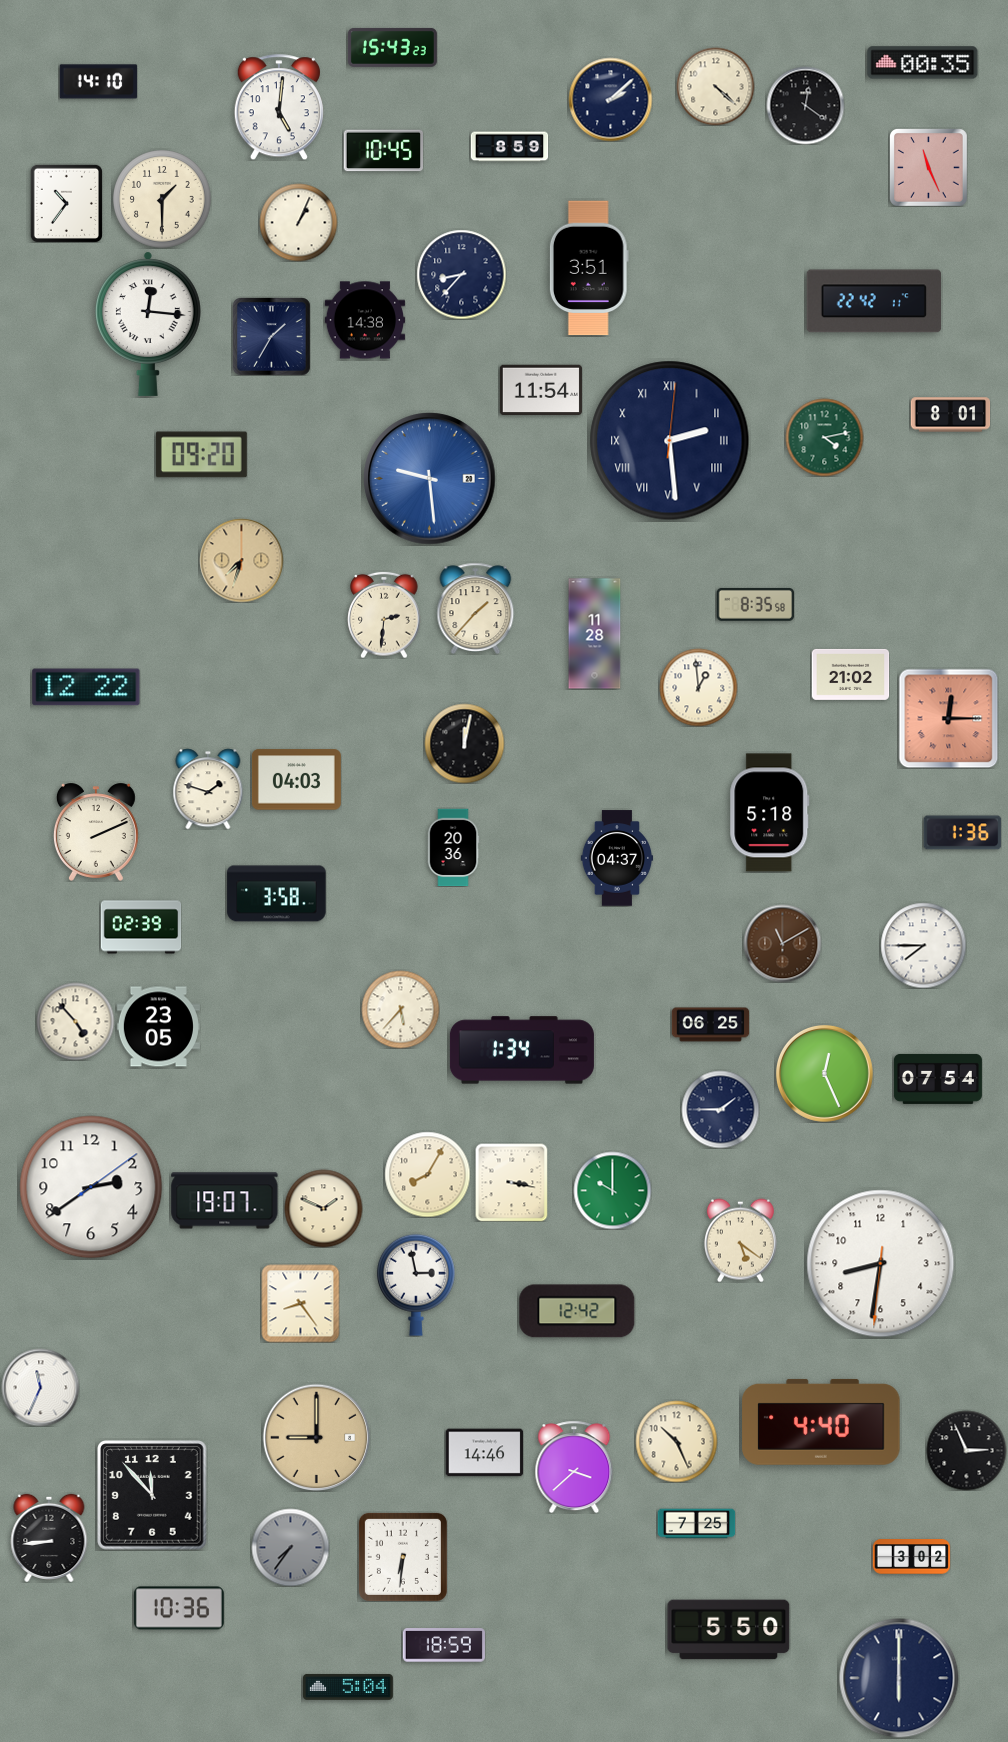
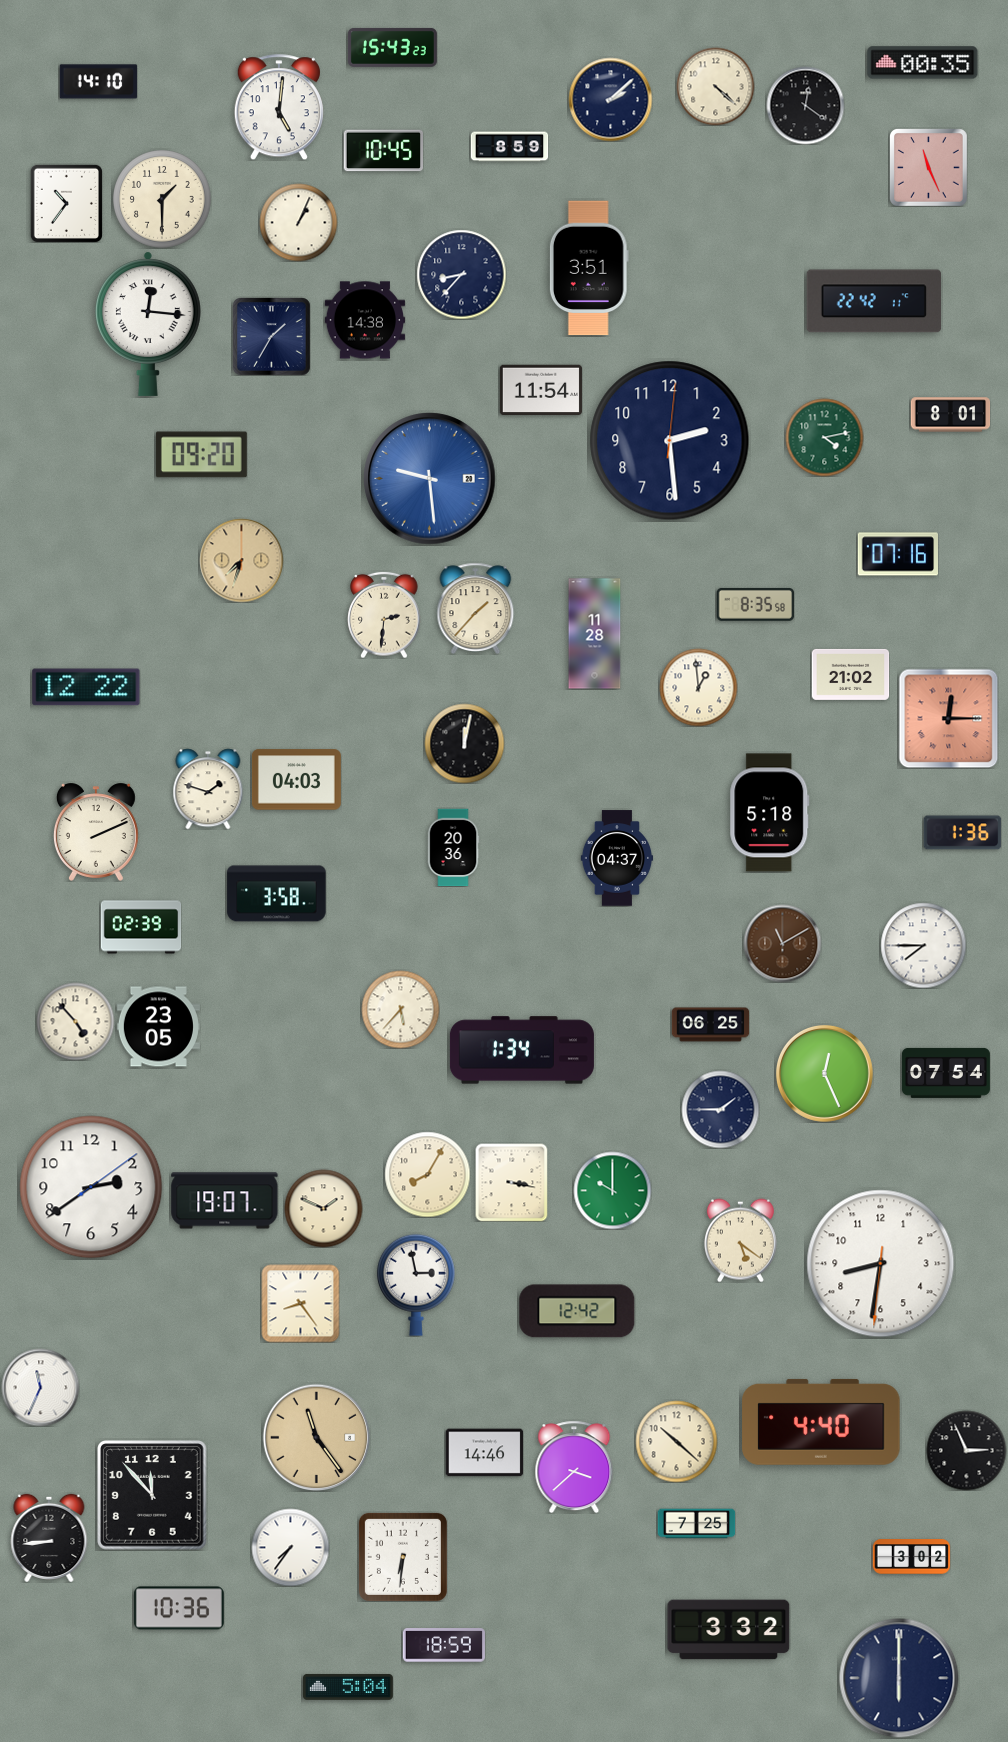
clock at (670, 441) numerals: Roman -> Arabic
clock at (897, 554): none -> 07:16
clock at (938, 1079) position: (938, 1079) -> (946, 1073)
clock at (316, 1437): 9:00 -> 11:24
clock at (676, 1441): 10:26 -> 10:22
clock at (290, 1547) dial: grey -> white
clock at (729, 1630): 5:50 -> 3:32
